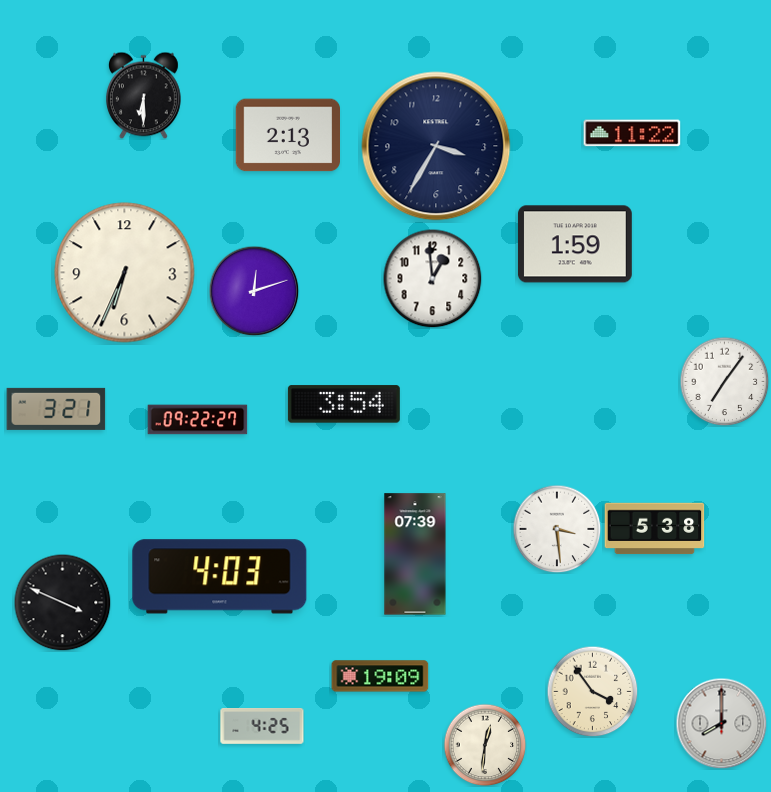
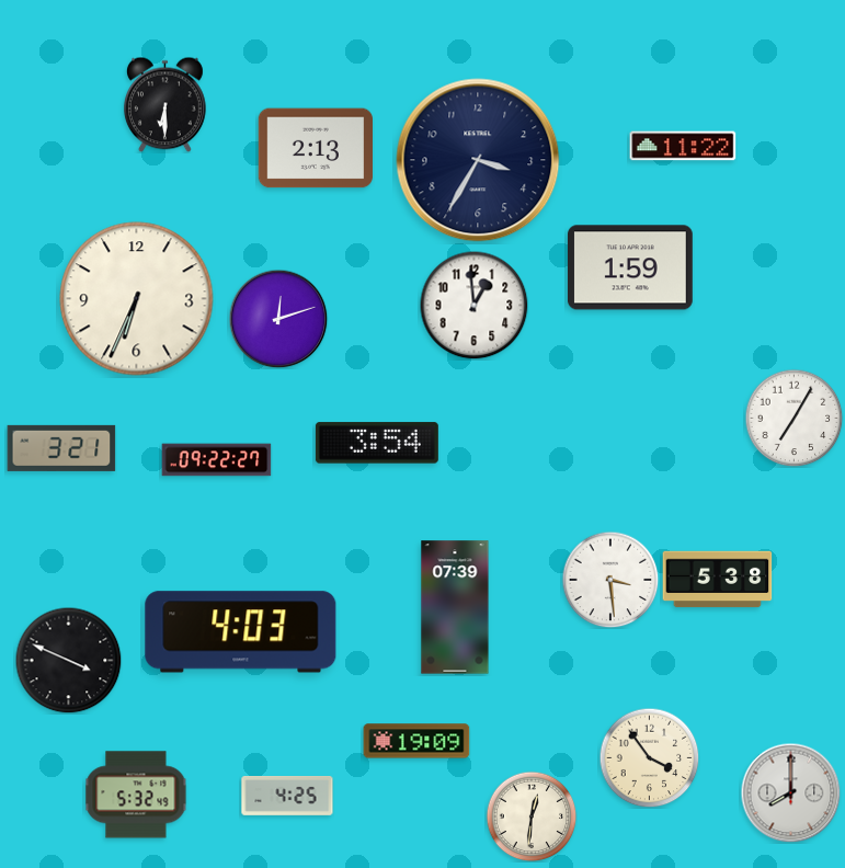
clock at (144, 95) position: (144, 95) -> (165, 104)
clock at (632, 133) position: (632, 133) -> (683, 146)
clock at (724, 381): 7:06 -> 7:05
clock at (136, 795): none -> 5:32
